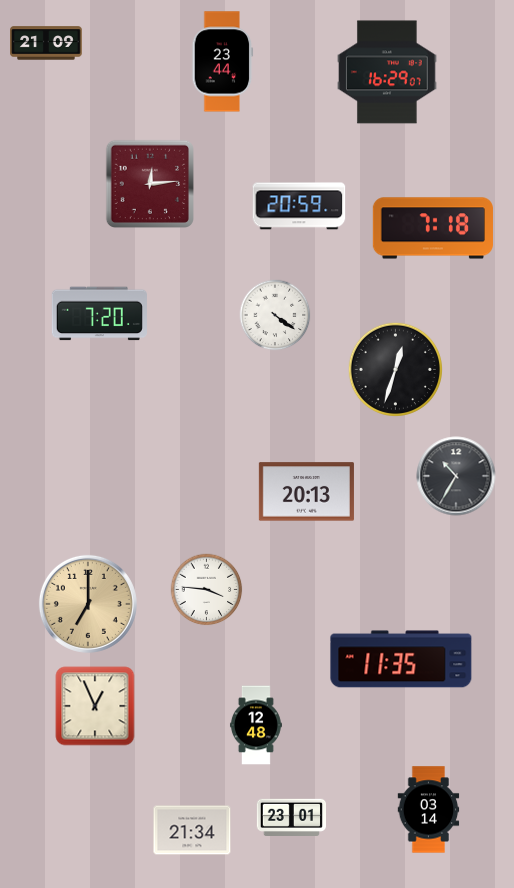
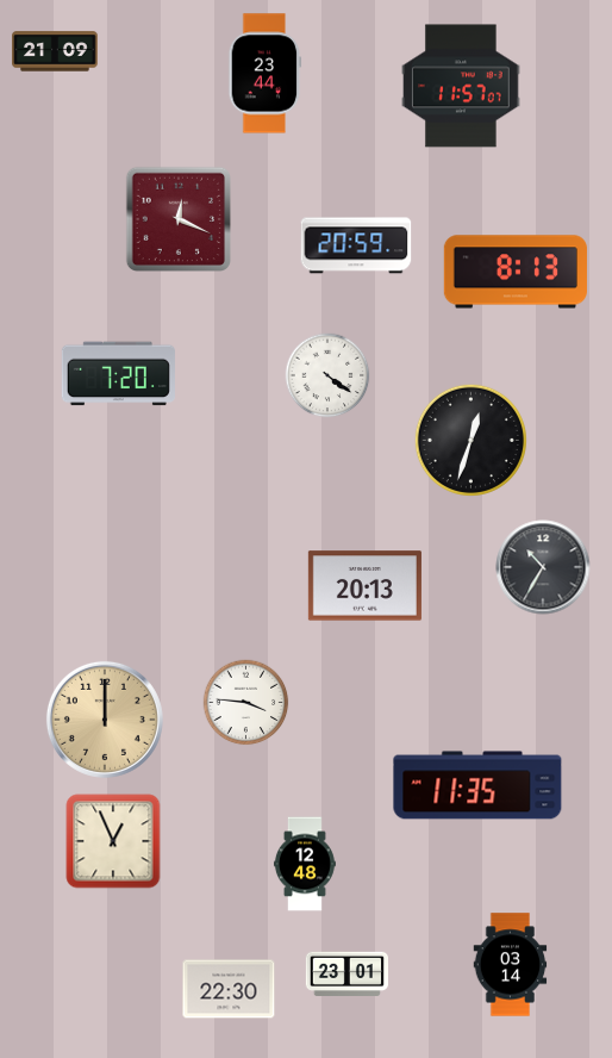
clock at (387, 72): 16:29 -> 11:57
clock at (149, 183): 12:14 -> 12:19
clock at (433, 228): 7:18 -> 8:13
clock at (88, 604): 7:00 -> 12:00
clock at (192, 830): 21:34 -> 22:30
